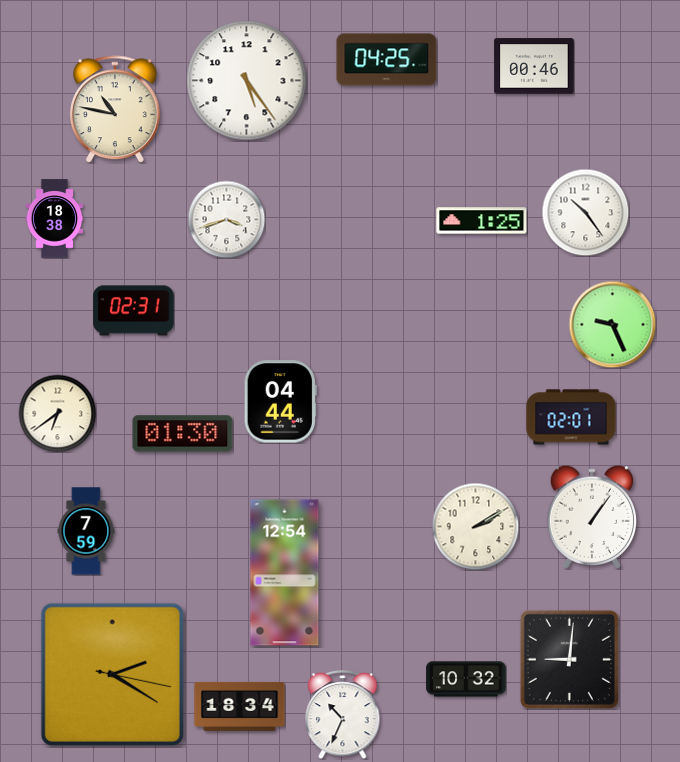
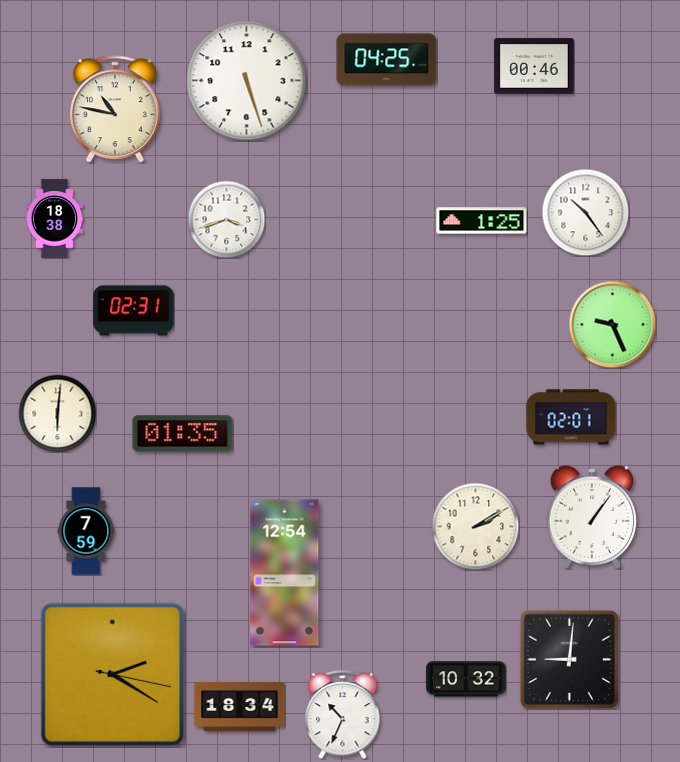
clock at (247, 81): 5:24 -> 5:27
clock at (280, 402): 04:44 -> none
clock at (57, 413): 6:39 -> 6:01
clock at (183, 434): 01:30 -> 01:35
